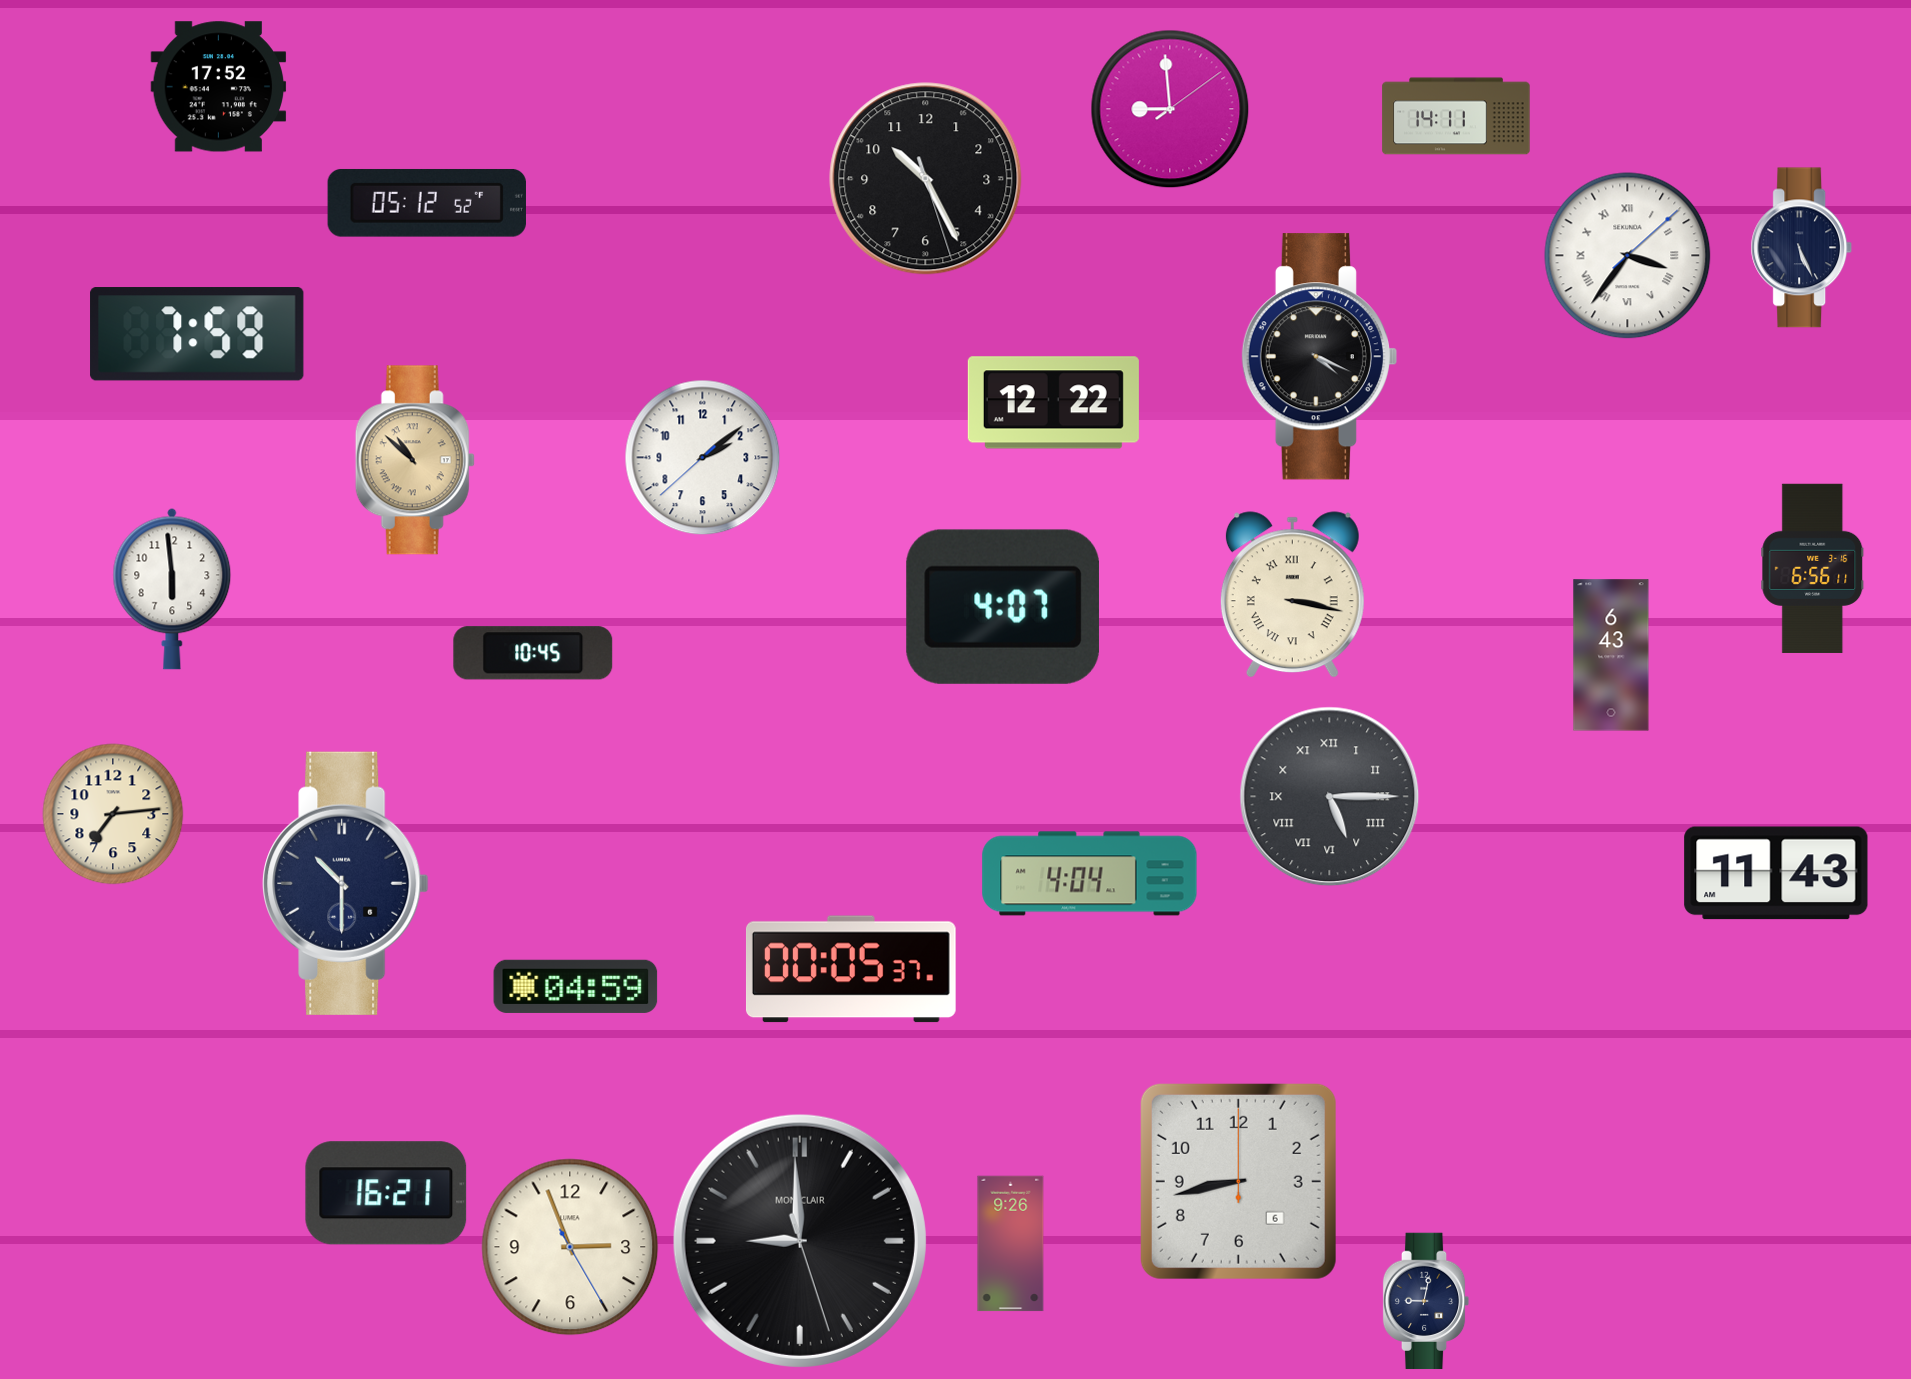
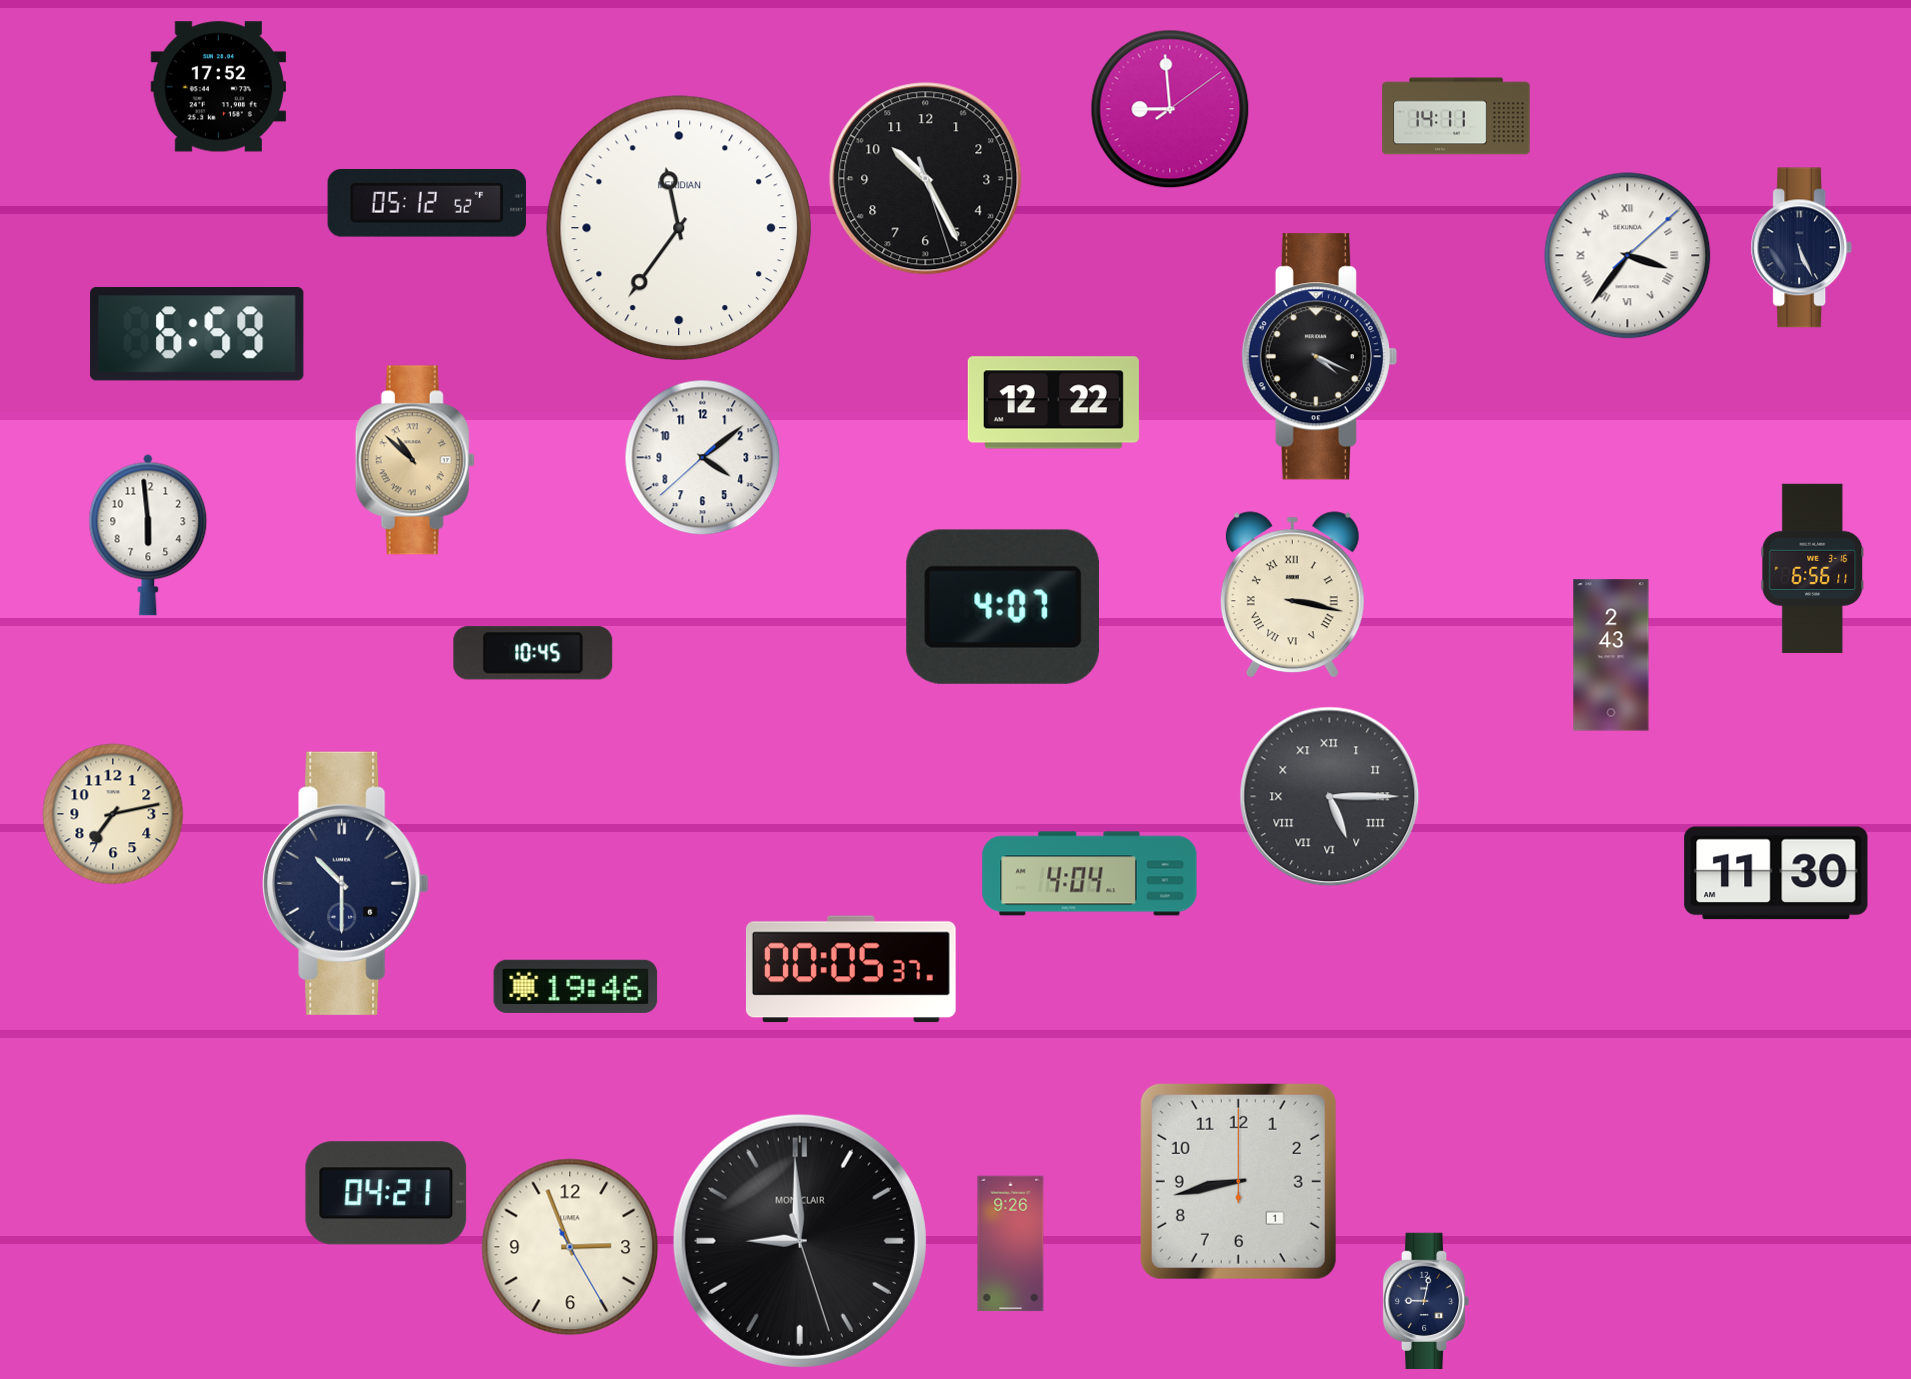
clock at (679, 228): none -> 11:36
clock at (197, 334): 7:59 -> 6:59
clock at (703, 458): 2:08 -> 4:08
clock at (172, 589) position: (172, 589) -> (148, 535)
clock at (1611, 655): 6:43 -> 2:43
clock at (113, 814): 7:14 -> 7:13
clock at (1776, 873): 11:43 -> 11:30
clock at (576, 986): 04:59 -> 19:46
clock at (1238, 1181) date: 6 -> 1
clock at (386, 1193): 16:21 -> 04:21
